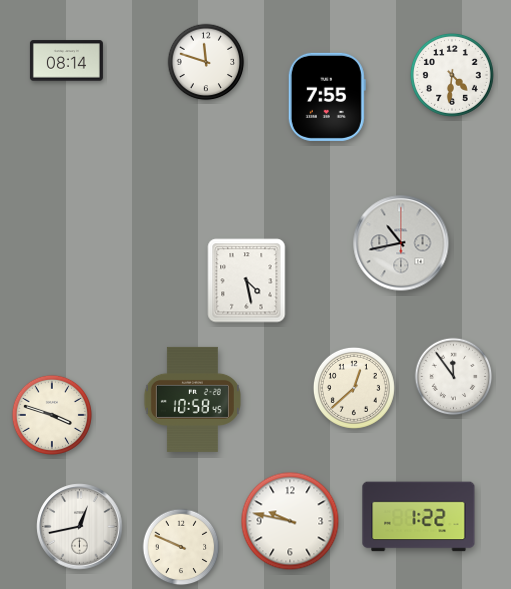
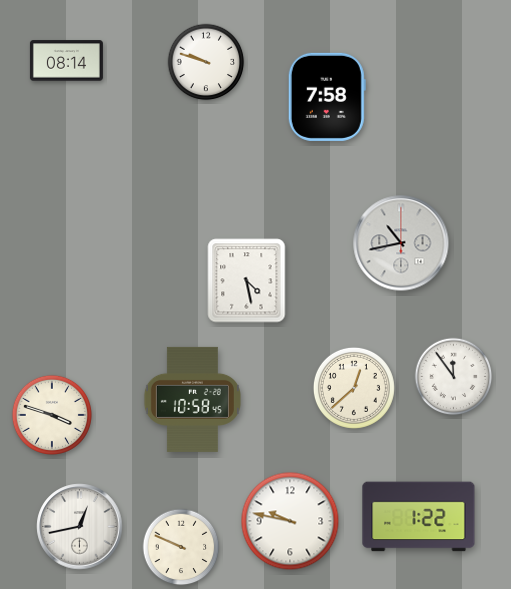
clock at (206, 62): 11:48 -> 9:48
clock at (452, 75): 4:31 -> none
clock at (327, 97): 7:55 -> 7:58
